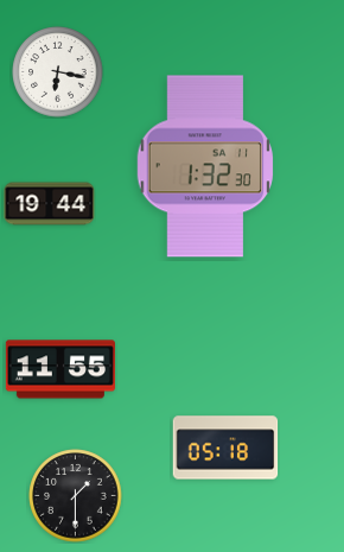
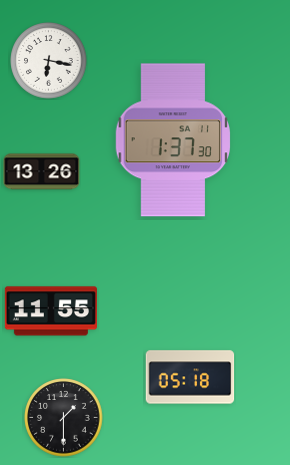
clock at (205, 166): 1:32 -> 1:37
clock at (50, 204): 19:44 -> 13:26
